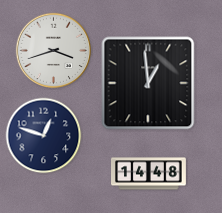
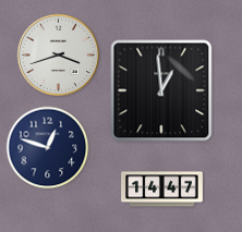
clock at (149, 174): 14:48 -> 14:47
